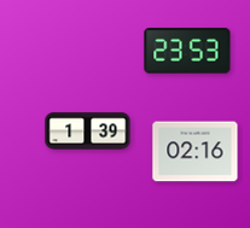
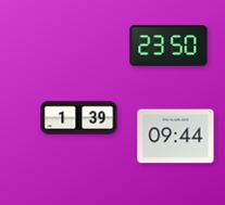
clock at (187, 51): 23:53 -> 23:50
clock at (196, 152): 02:16 -> 09:44
